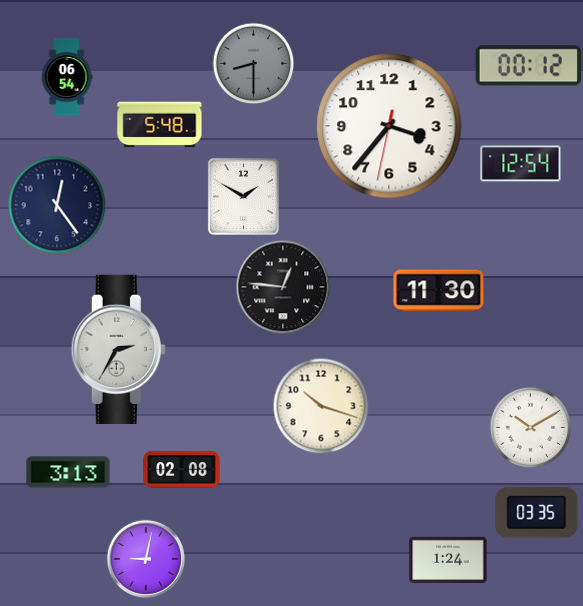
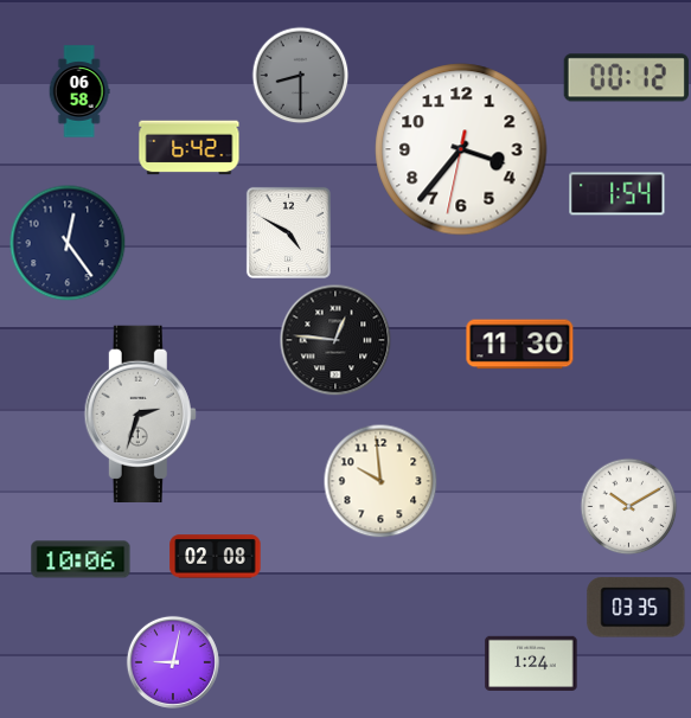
clock at (67, 77): 06:54 -> 06:58
clock at (160, 125): 5:48 -> 6:42
clock at (521, 164): 12:54 -> 1:54
clock at (243, 196): 1:50 -> 4:50
clock at (118, 349): 2:35 -> 2:33
clock at (321, 406): 10:18 -> 9:59
clock at (68, 472): 3:13 -> 10:06
